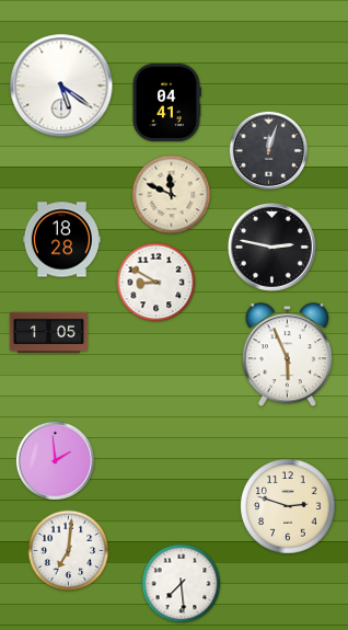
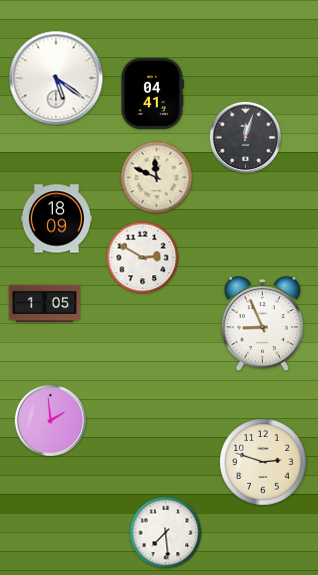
clock at (61, 240): 18:28 -> 18:09
clock at (272, 248): 2:47 -> none
clock at (156, 283): 8:50 -> 2:50
clock at (288, 355): 5:56 -> 8:56
clock at (69, 551): 7:01 -> none
